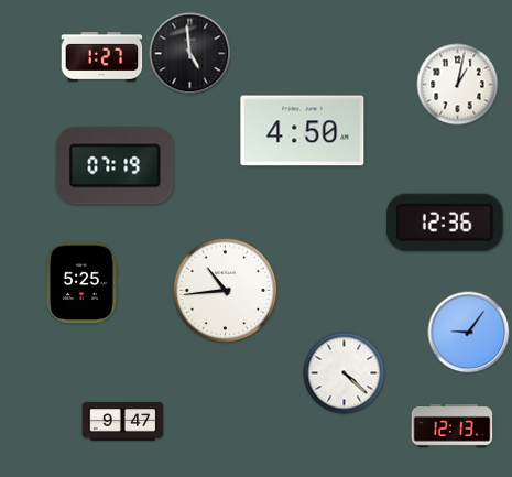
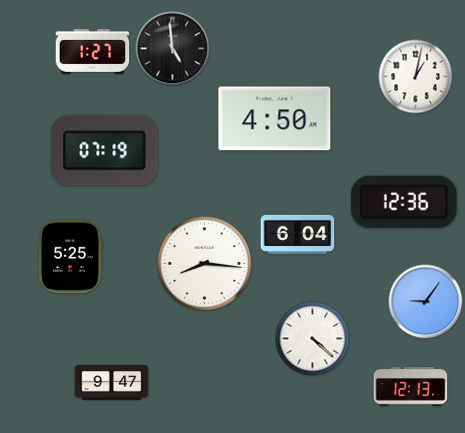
clock at (298, 234): none -> 6:04
clock at (83, 283) position: (83, 283) -> (71, 257)
clock at (226, 291): 10:44 -> 8:16
